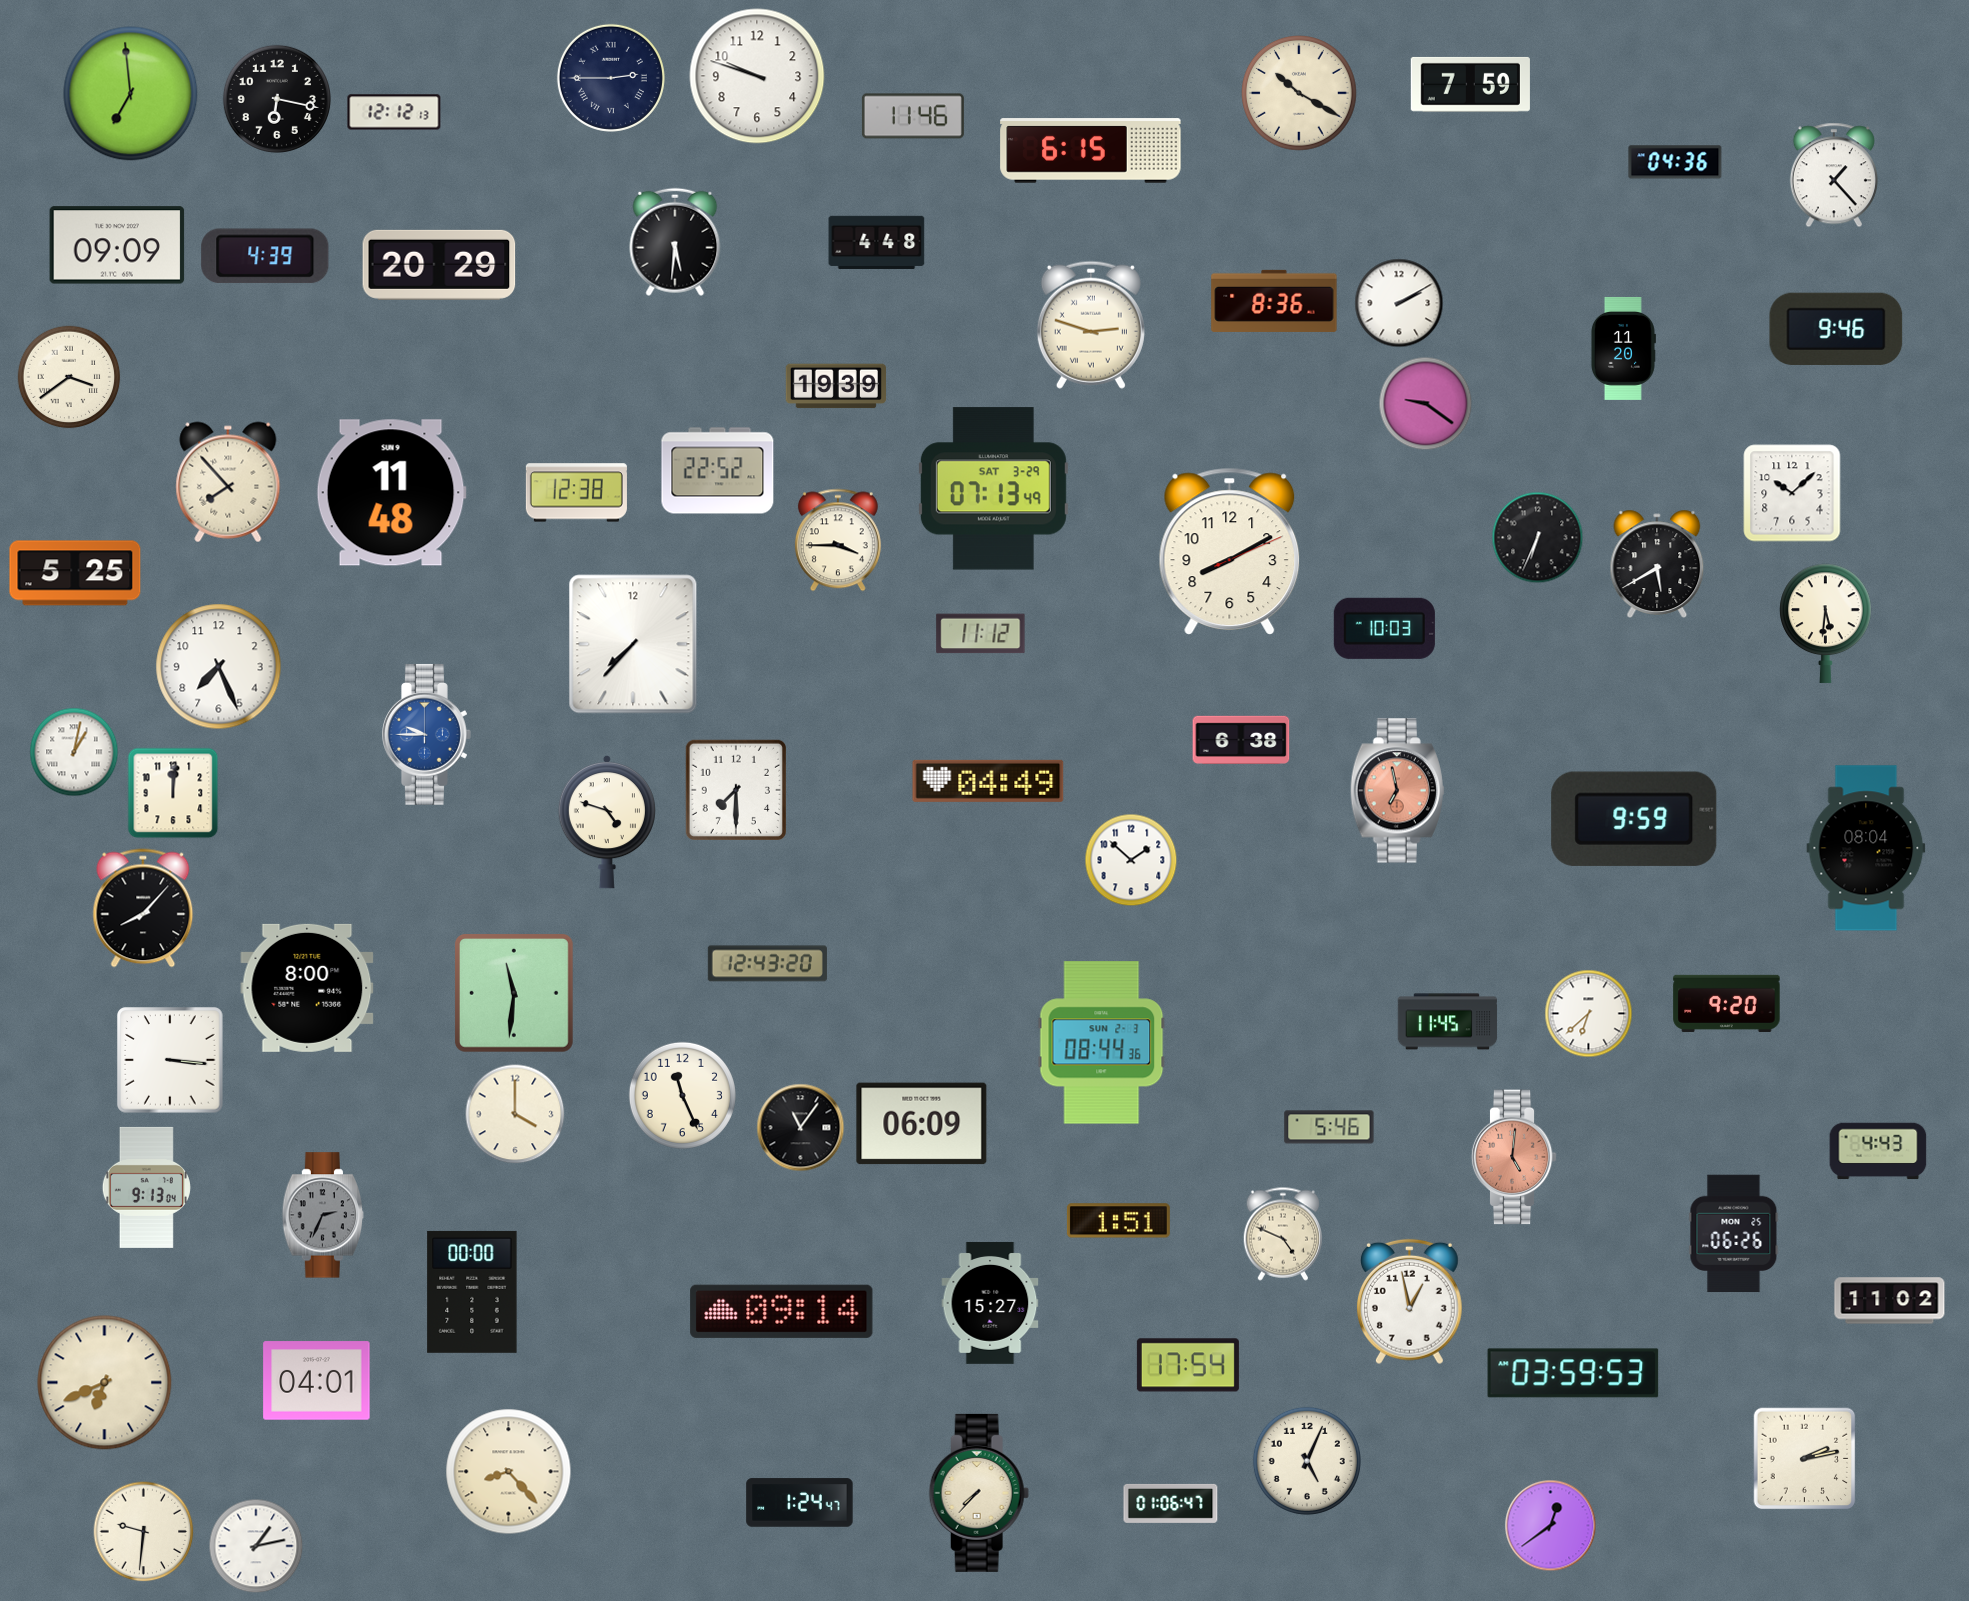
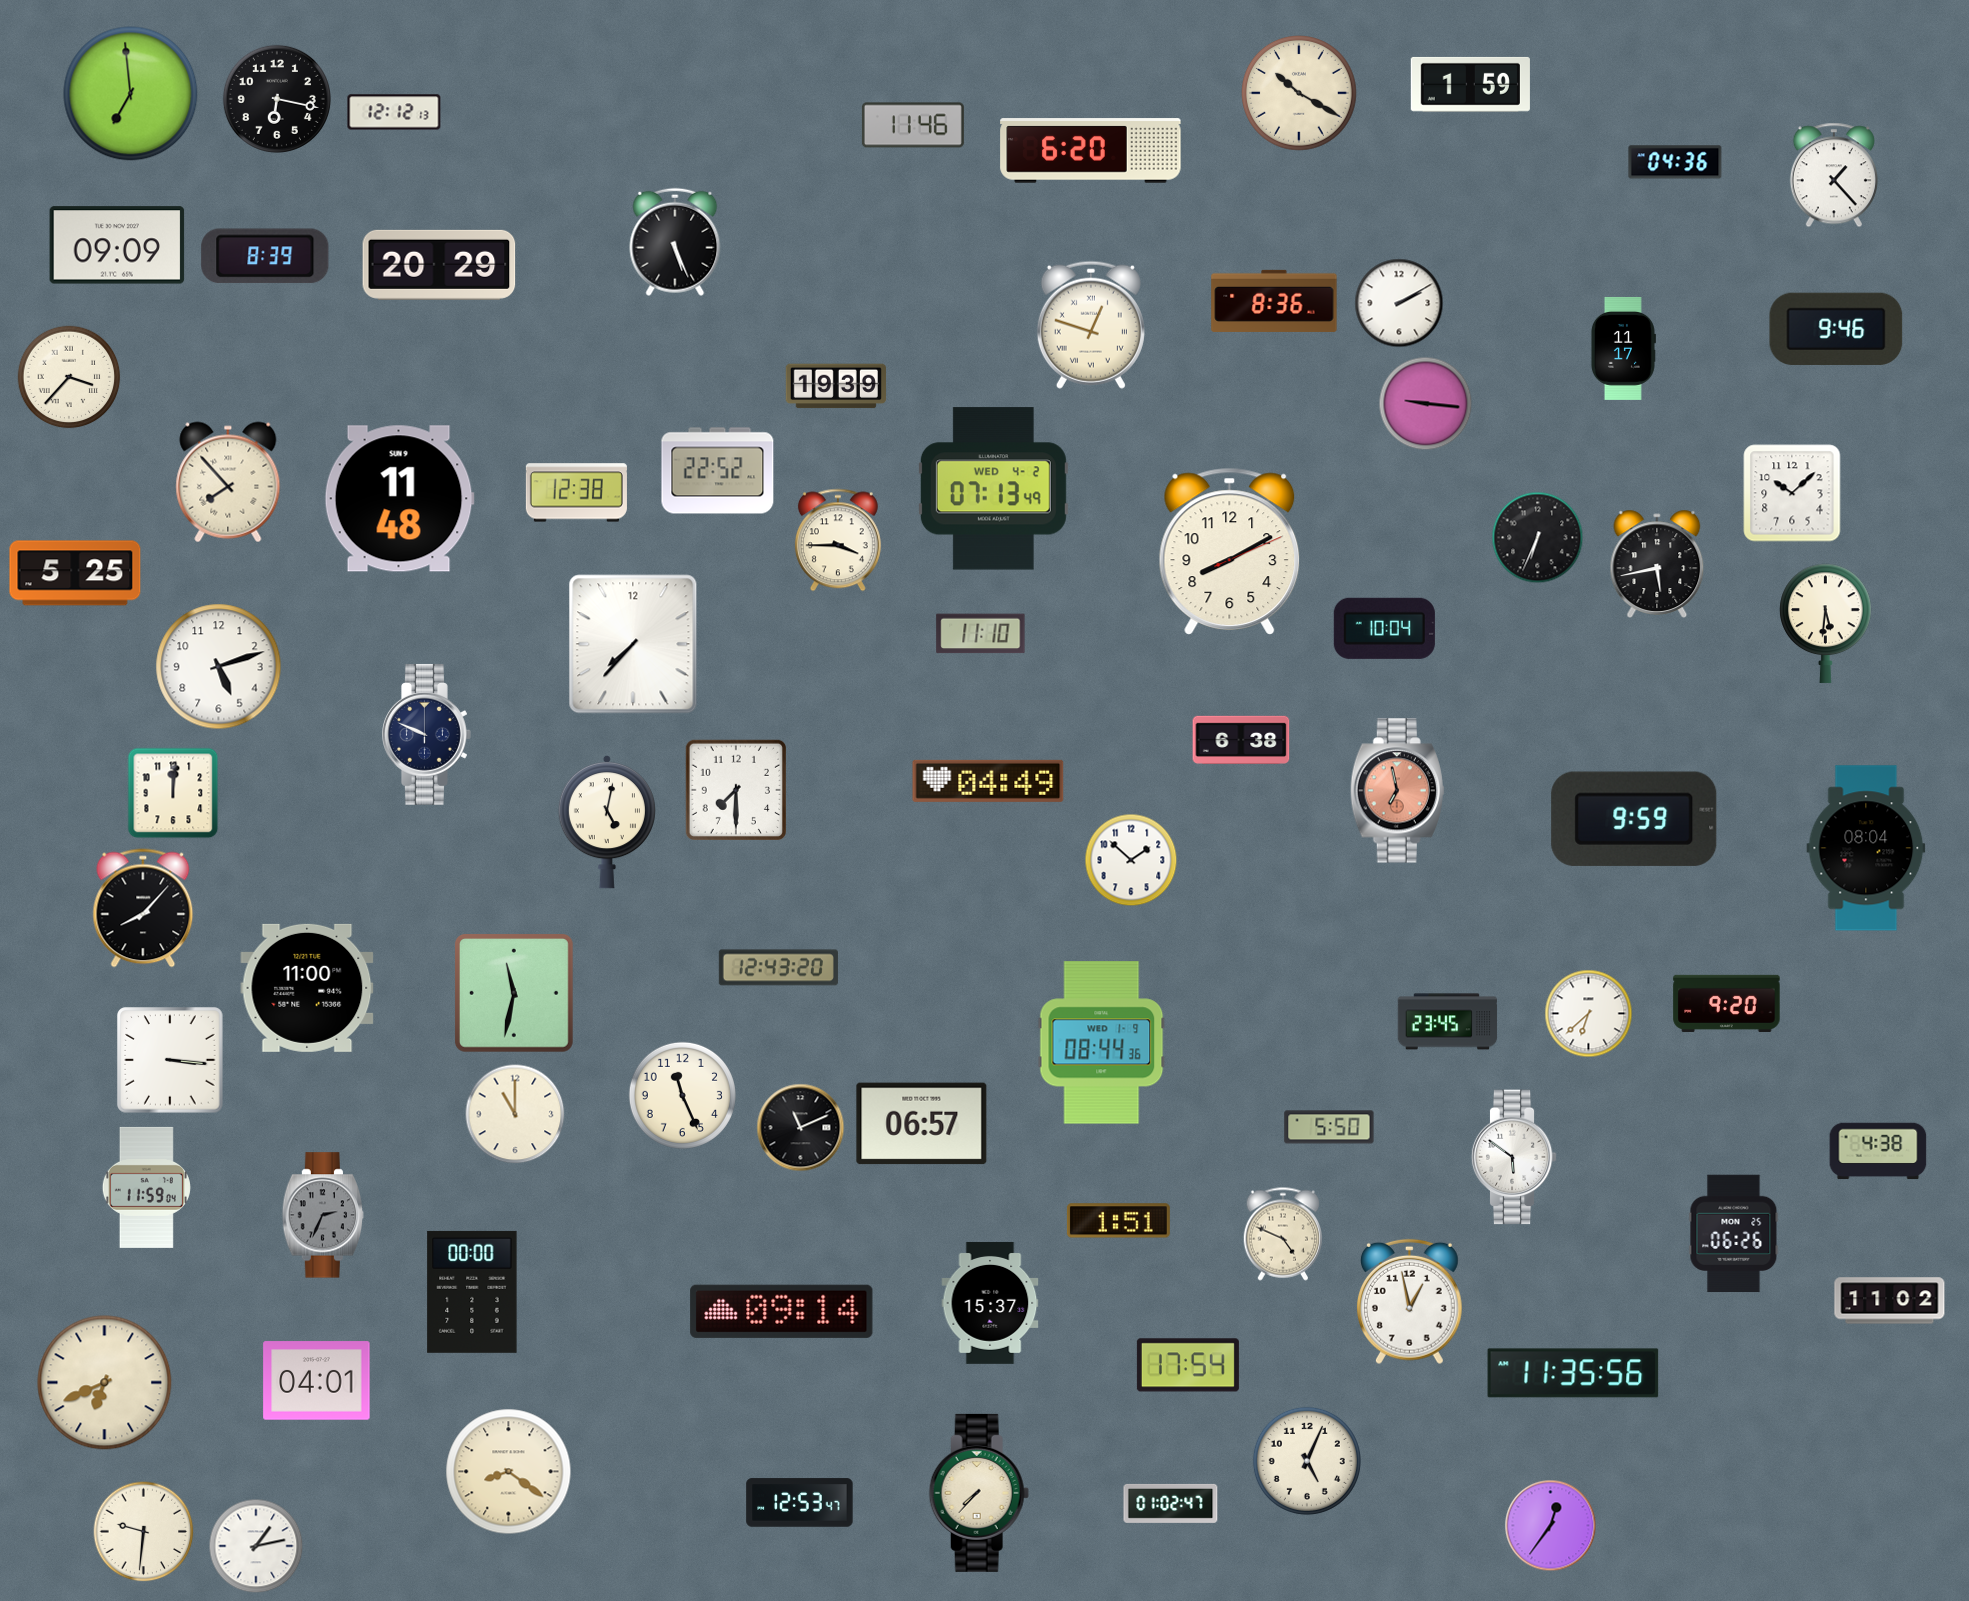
clock at (757, 76): 9:48 -> none
clock at (611, 78): 2:45 -> none
clock at (1470, 84): 7:59 -> 1:59
clock at (913, 116) position: (913, 116) -> (913, 125)
clock at (1091, 151): 6:15 -> 6:20
clock at (675, 242): 5:31 -> 5:26
clock at (877, 242): 4:48 -> none
clock at (265, 256): 4:39 -> 8:39
clock at (1091, 325): 2:48 -> 12:48
clock at (1623, 348): 11:20 -> 11:17
clock at (69, 377): 3:39 -> 3:37
clock at (1426, 404): 9:21 -> 9:16
clock at (993, 489) date: SAT 3-29 -> WED 4-2
clock at (391, 493) position: (391, 493) -> (399, 499)
clock at (1657, 564): 5:40 -> 5:43
clock at (1384, 628): 10:03 -> 10:04
clock at (981, 634): 11:12 -> 11:10
clock at (219, 667): 7:26 -> 5:12
clock at (427, 734): 9:45 -> 9:49
clock at (427, 734) dial: blue -> navy
clock at (74, 752): 1:02 -> none
clock at (607, 822): 4:48 -> 5:02
clock at (767, 964) position: (767, 964) -> (778, 968)
clock at (307, 988): 8:00 -> 11:00
clock at (514, 993): 11:31 -> 11:32
clock at (1448, 1022): 11:45 -> 23:45
clock at (1102, 1043) date: SUN 2-3 -> WED 1-9
clock at (515, 1114): 4:00 -> 11:00
clock at (922, 1124): 06:09 -> 06:57
clock at (1329, 1127): 5:46 -> 5:50
clock at (801, 1128): 11:06 -> 11:11
clock at (1878, 1151): 4:43 -> 4:38
clock at (1514, 1157): 5:01 -> 5:51
clock at (1514, 1157) dial: salmon -> white
clock at (146, 1187): 9:13 -> 11:59
clock at (990, 1303): 15:27 -> 15:37
clock at (1573, 1373): 03:59 -> 11:35
clock at (1805, 1459): 2:13 -> none
clock at (509, 1472): 8:23 -> 8:21
clock at (800, 1503): 1:24 -> 12:53
clock at (1171, 1503): 01:06 -> 01:02
clock at (1551, 1526): 12:39 -> 12:36
